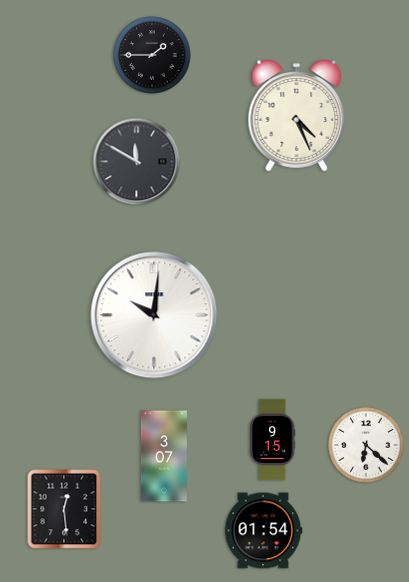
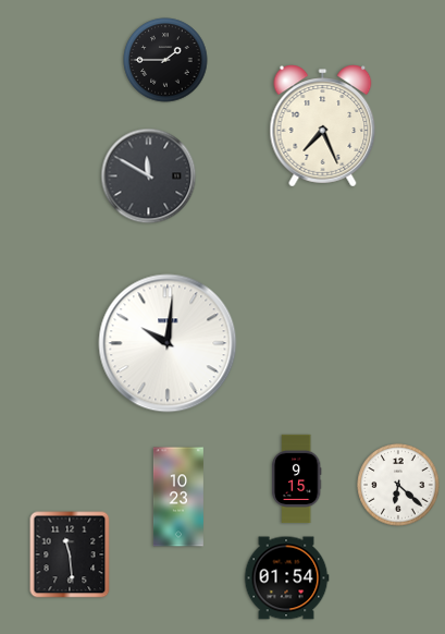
clock at (297, 116): 4:26 -> 7:26
clock at (164, 456): 3:07 -> 10:23
clock at (64, 509): 12:29 -> 11:29
